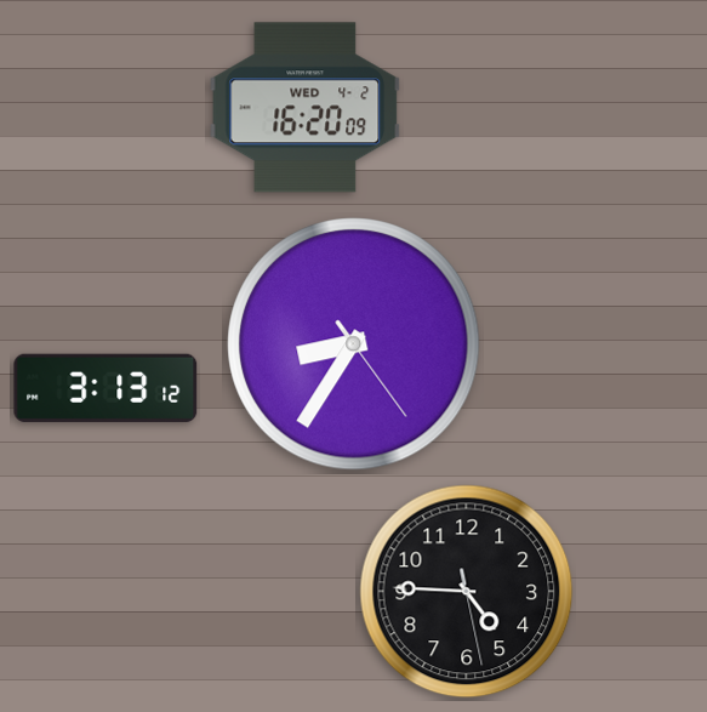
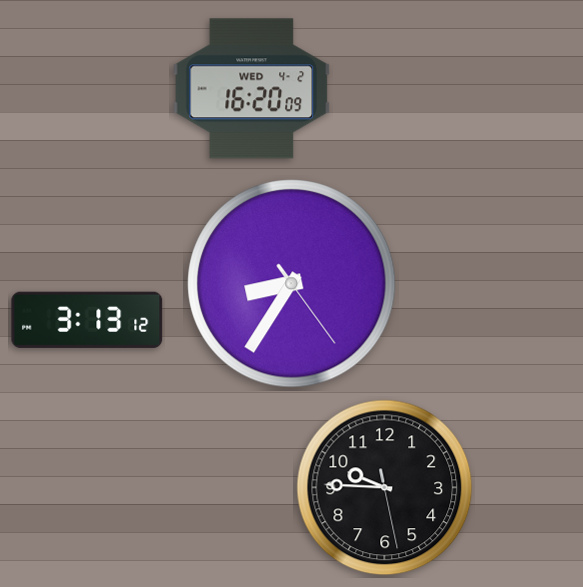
clock at (467, 592): 4:45 -> 9:45
